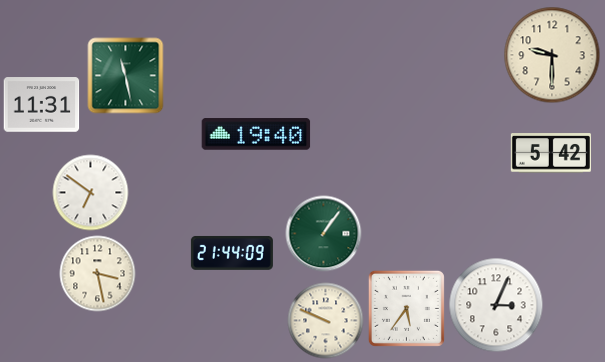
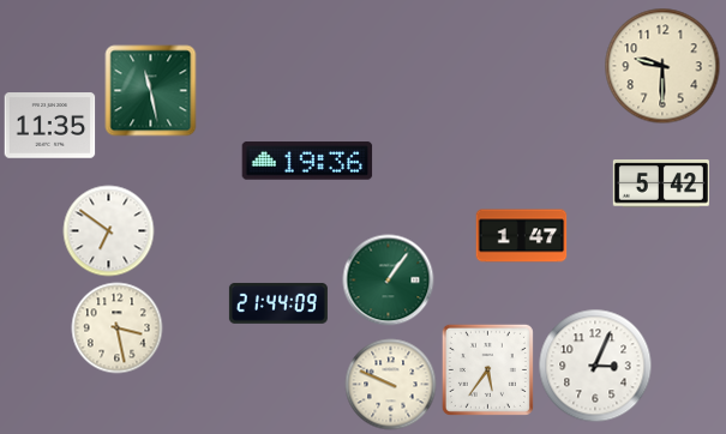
clock at (42, 105): 11:31 -> 11:35
clock at (256, 134): 19:40 -> 19:36
clock at (522, 236): none -> 1:47
